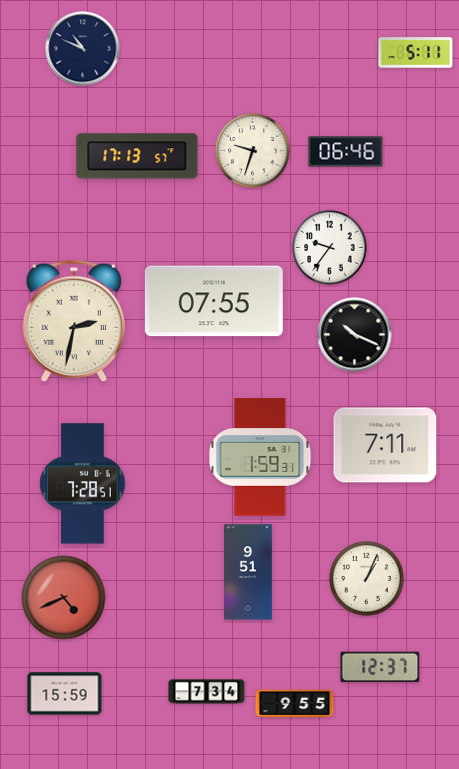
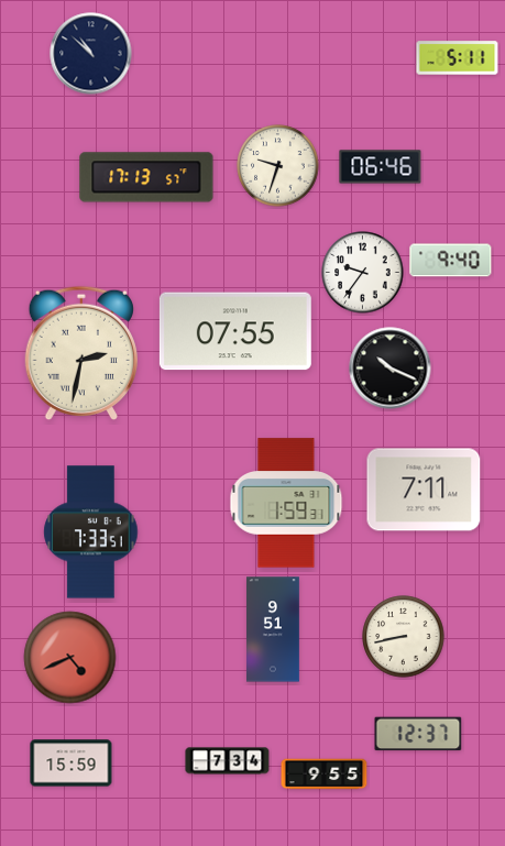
clock at (83, 49): 10:49 -> 10:52
clock at (137, 156) position: (137, 156) -> (146, 177)
clock at (451, 261): none -> 9:40
clock at (83, 484): 7:28 -> 7:33
clock at (367, 579): 1:04 -> 8:43
